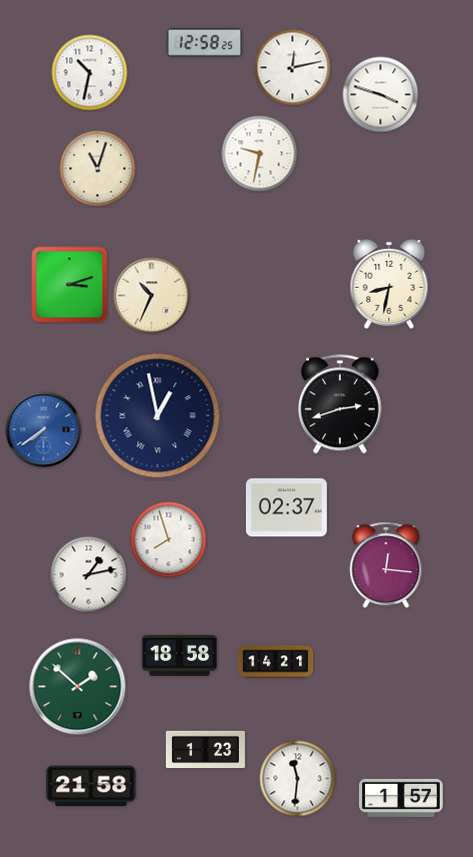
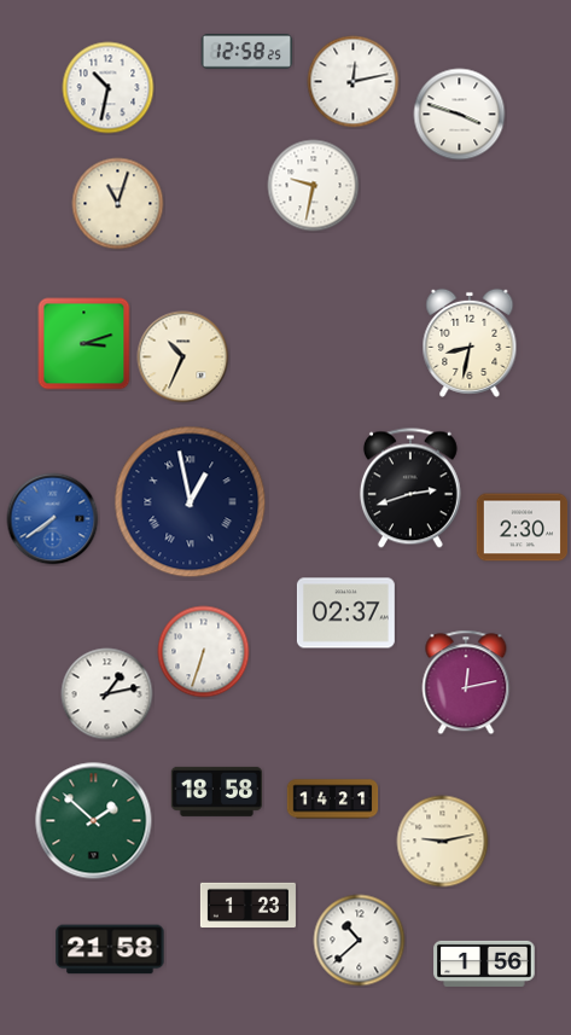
clock at (523, 528): none -> 2:30
clock at (169, 540): 7:57 -> 6:33
clock at (386, 565): 12:16 -> 12:13
clock at (78, 687) position: (78, 687) -> (94, 821)
clock at (443, 842): none -> 9:13
clock at (298, 779): 11:31 -> 10:38
clock at (401, 798): 1:57 -> 1:56
